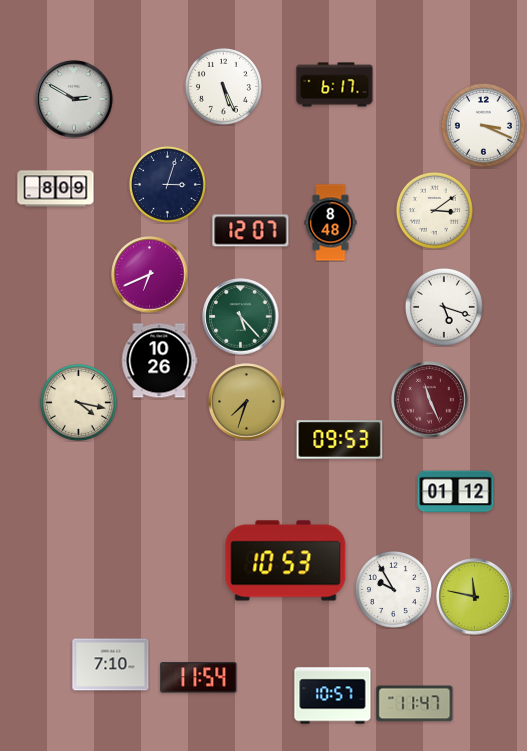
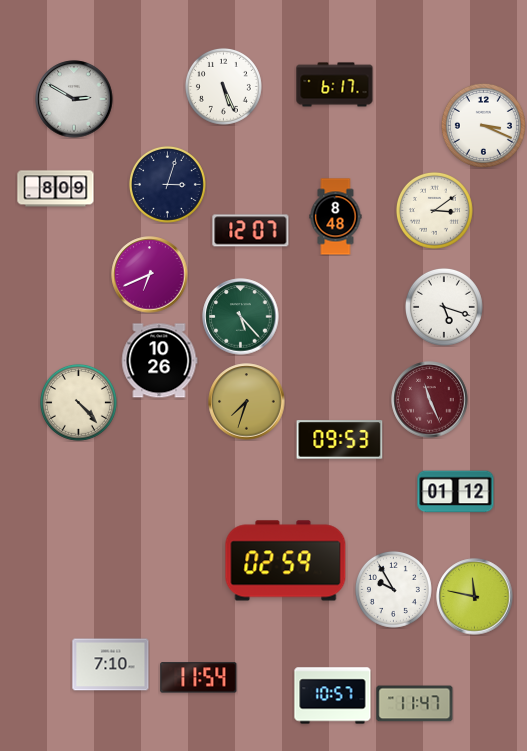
clock at (331, 223) position: (331, 223) -> (336, 217)
clock at (78, 402): 4:17 -> 4:23
clock at (286, 561): 10:53 -> 02:59
